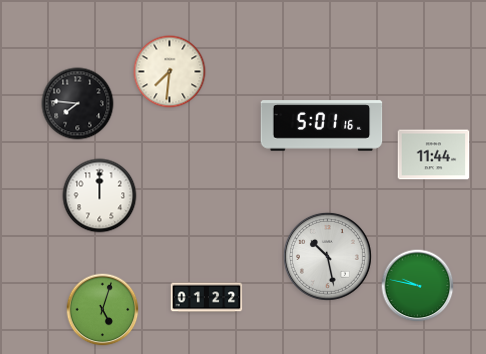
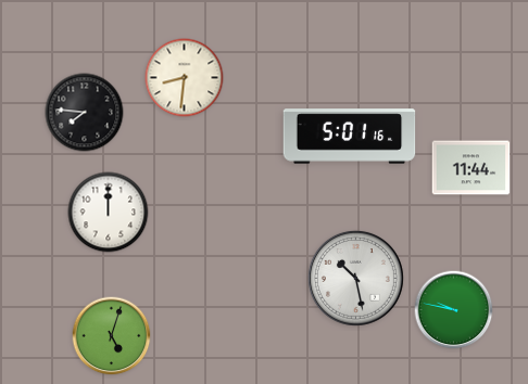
clock at (170, 72): 7:31 -> 8:31
clock at (207, 298): 01:22 -> none
